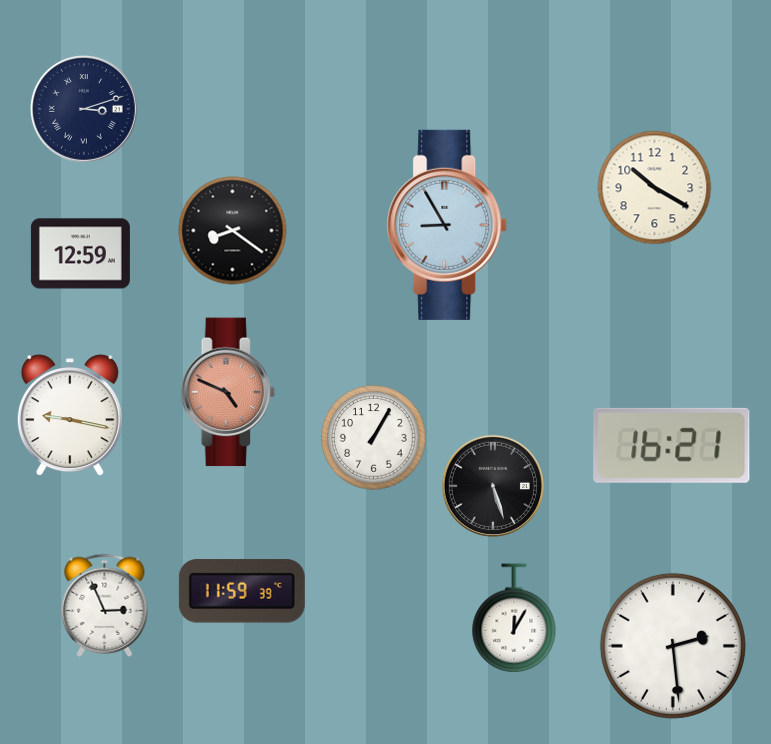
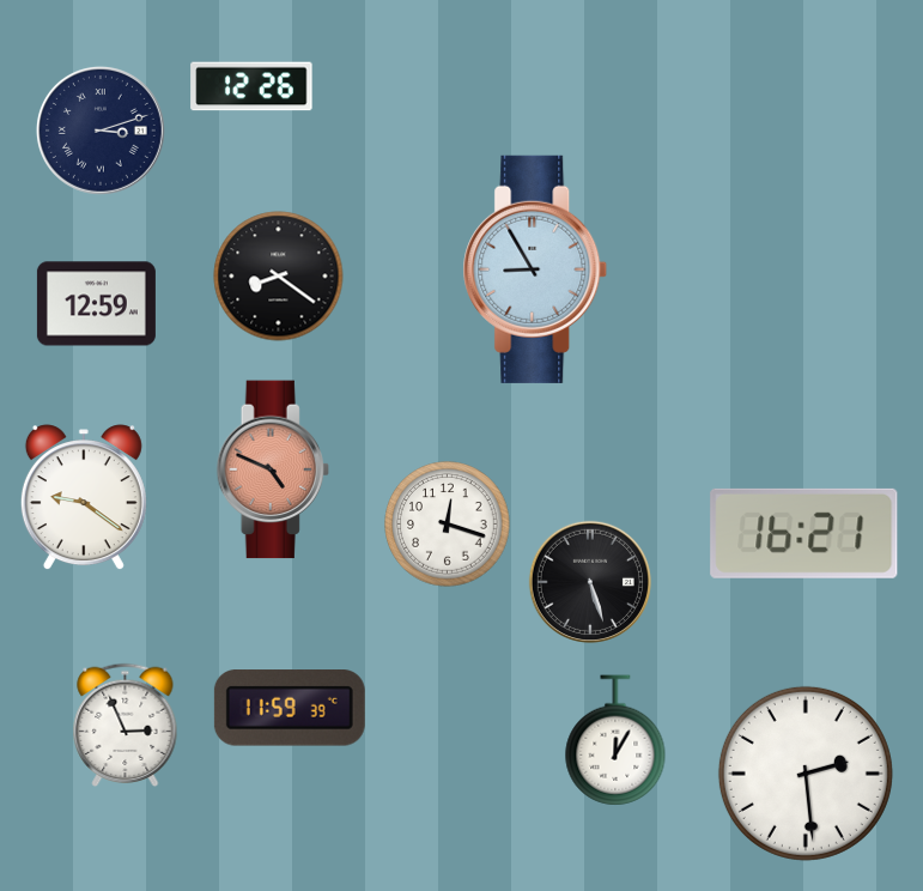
clock at (251, 86): none -> 12:26
clock at (655, 188): 10:20 -> none
clock at (70, 416): 9:17 -> 9:21
clock at (374, 438): 1:05 -> 12:18
